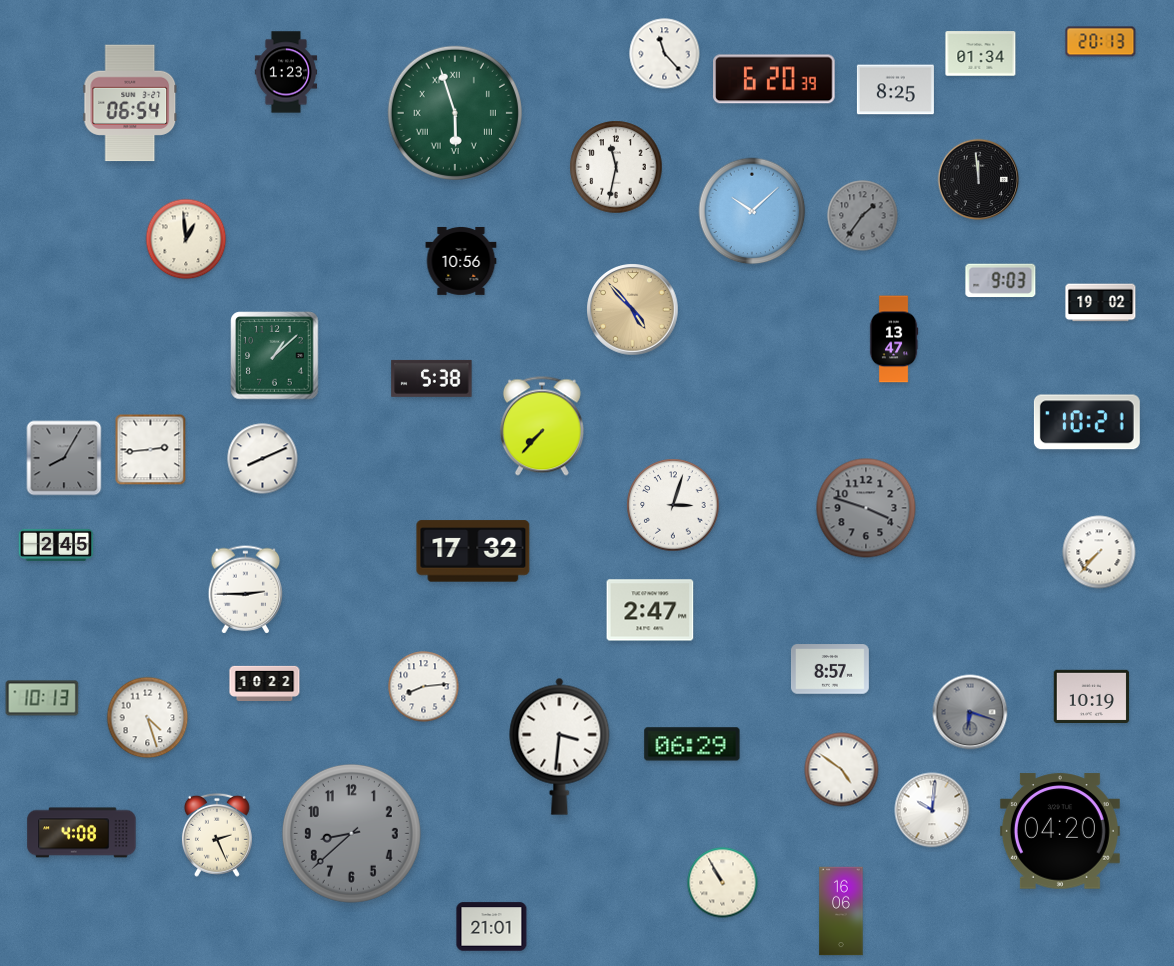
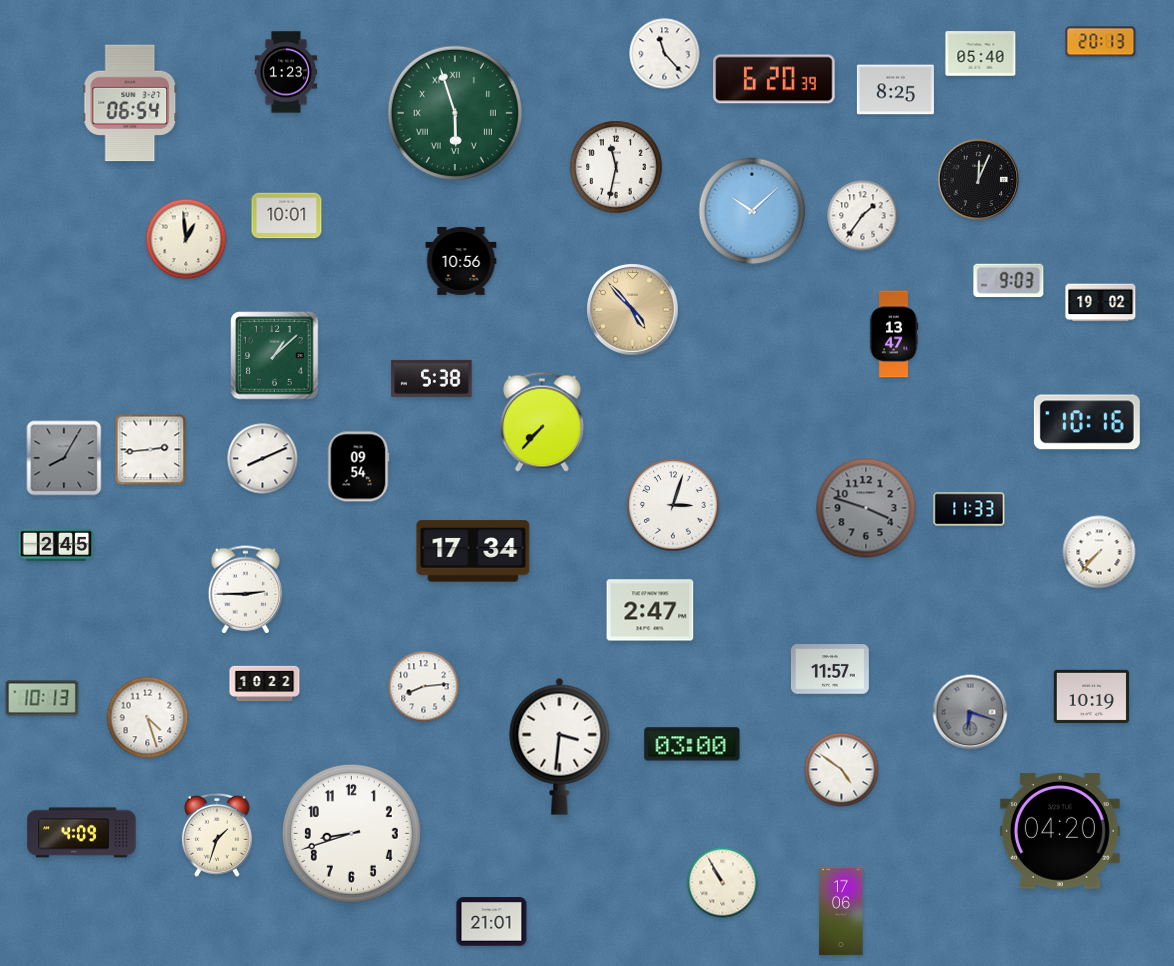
clock at (981, 54): 01:34 -> 05:40
clock at (979, 180): 11:59 -> 12:04
clock at (287, 216): none -> 10:01
clock at (863, 216) dial: grey -> white
clock at (1001, 281) position: (1001, 281) -> (1009, 281)
clock at (894, 339) position: (894, 339) -> (894, 334)
clock at (1087, 422): 10:21 -> 10:16
clock at (542, 426) position: (542, 426) -> (542, 422)
clock at (358, 467): none -> 09:54
clock at (969, 509): none -> 11:33
clock at (473, 551): 17:32 -> 17:34
clock at (830, 669): 8:57 -> 11:57
clock at (692, 744): 06:29 -> 03:00
clock at (932, 810): 10:01 -> none
clock at (82, 833): 4:08 -> 4:09
clock at (351, 833): 8:38 -> 8:42
clock at (351, 833) dial: grey -> white
clock at (217, 835): 2:26 -> 1:33
clock at (841, 911): 16:06 -> 17:06
clock at (492, 927) position: (492, 927) -> (492, 922)
